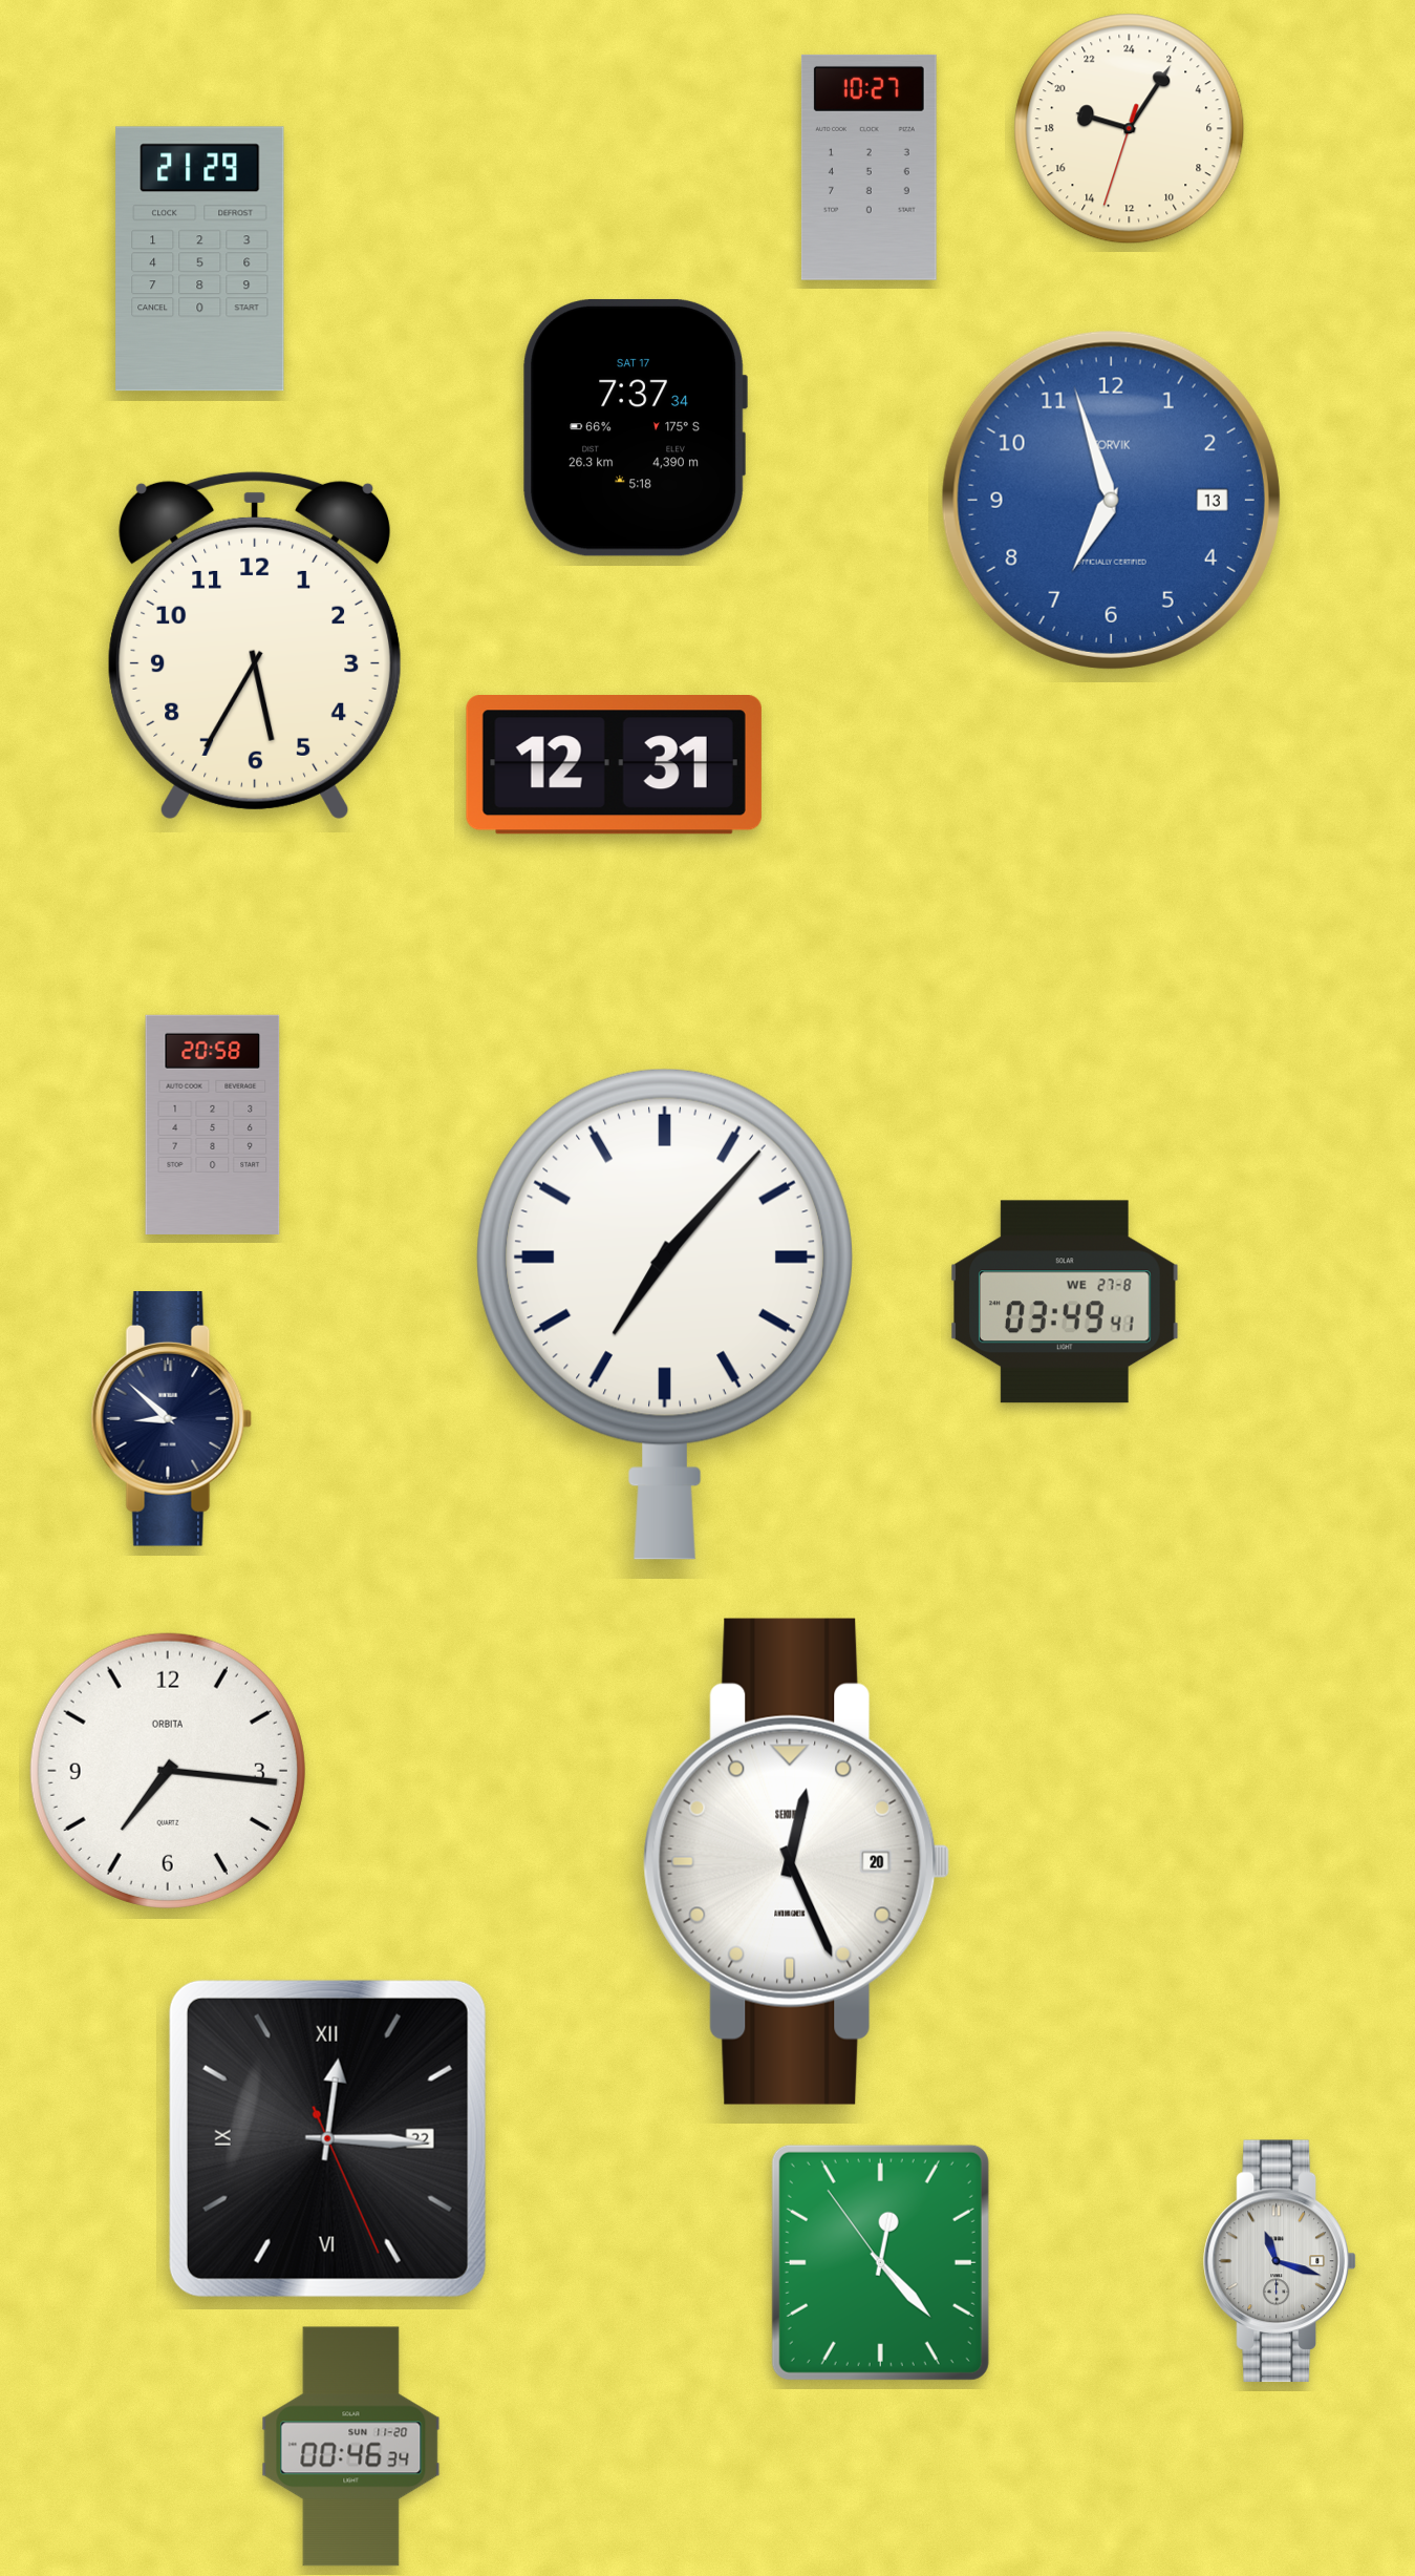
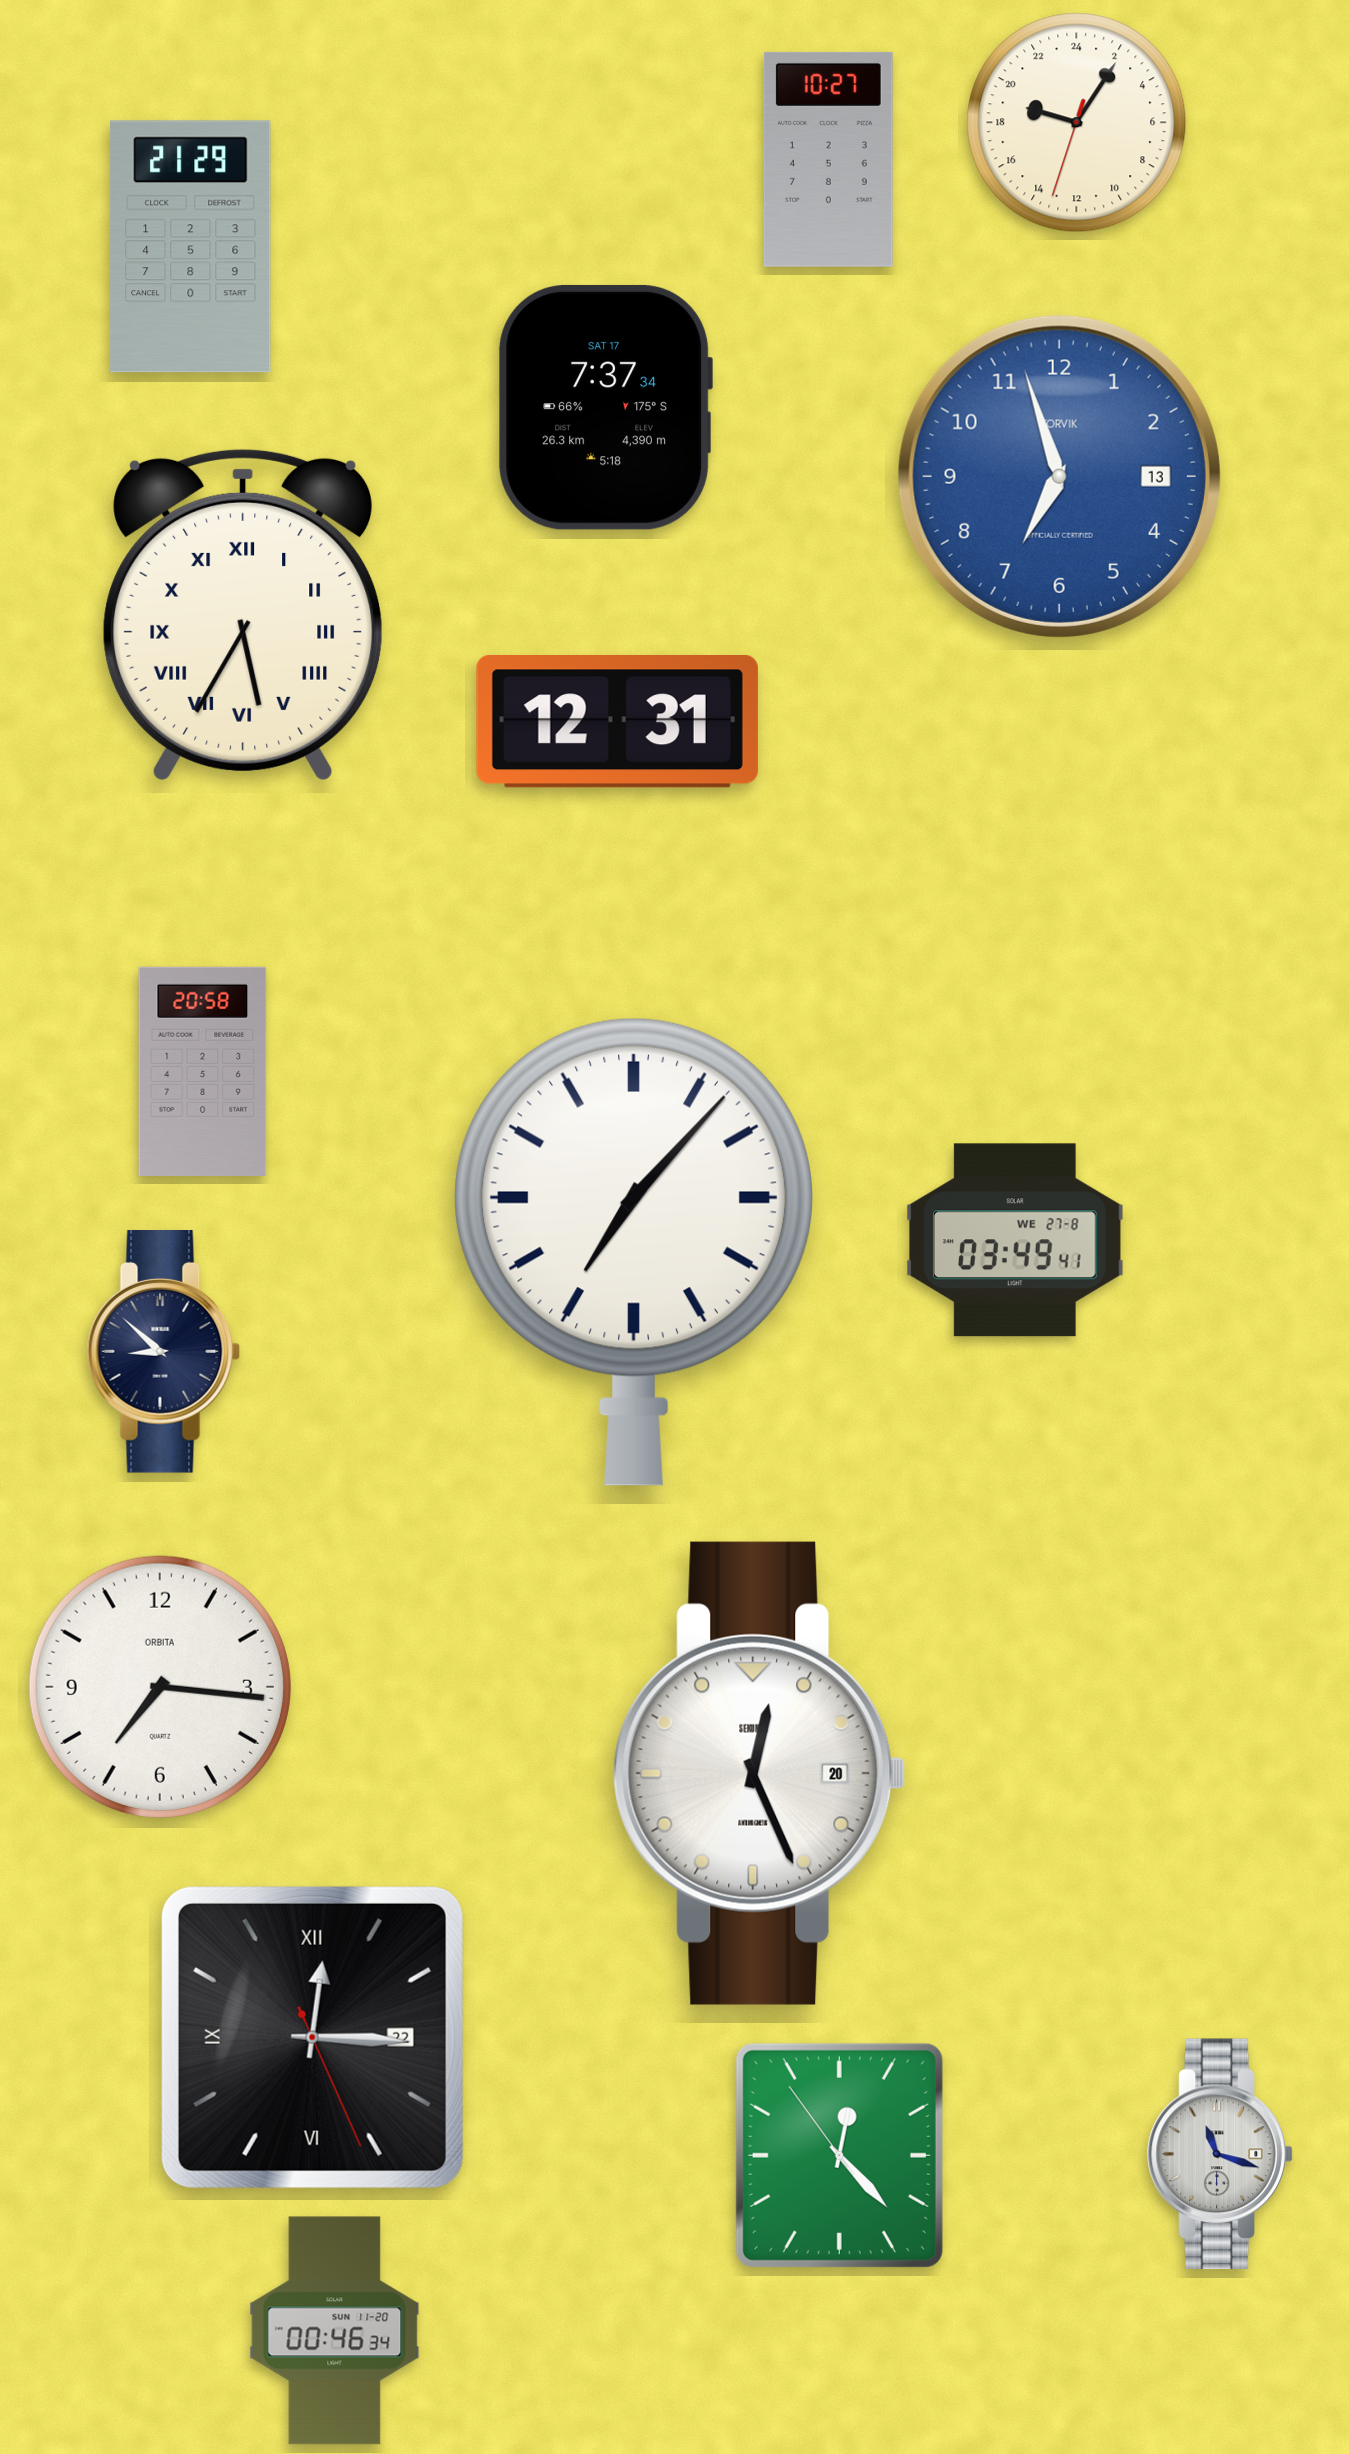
clock at (255, 645) numerals: Arabic -> Roman
clock at (614, 765) position: (614, 765) -> (617, 722)
